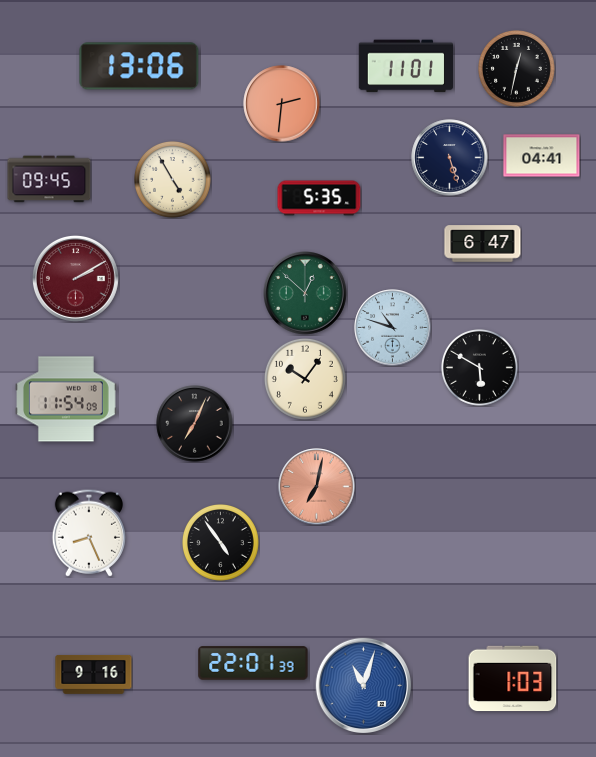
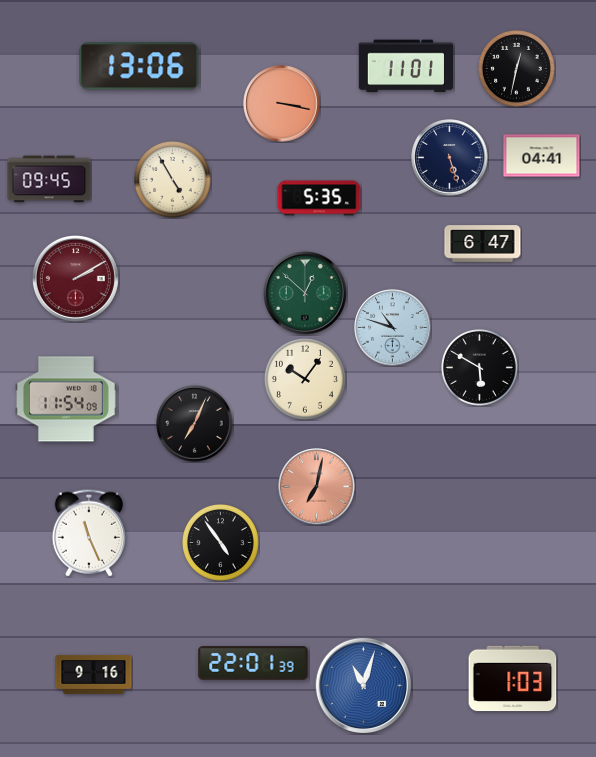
clock at (282, 104): 2:31 -> 3:17
clock at (88, 533): 8:26 -> 11:26
